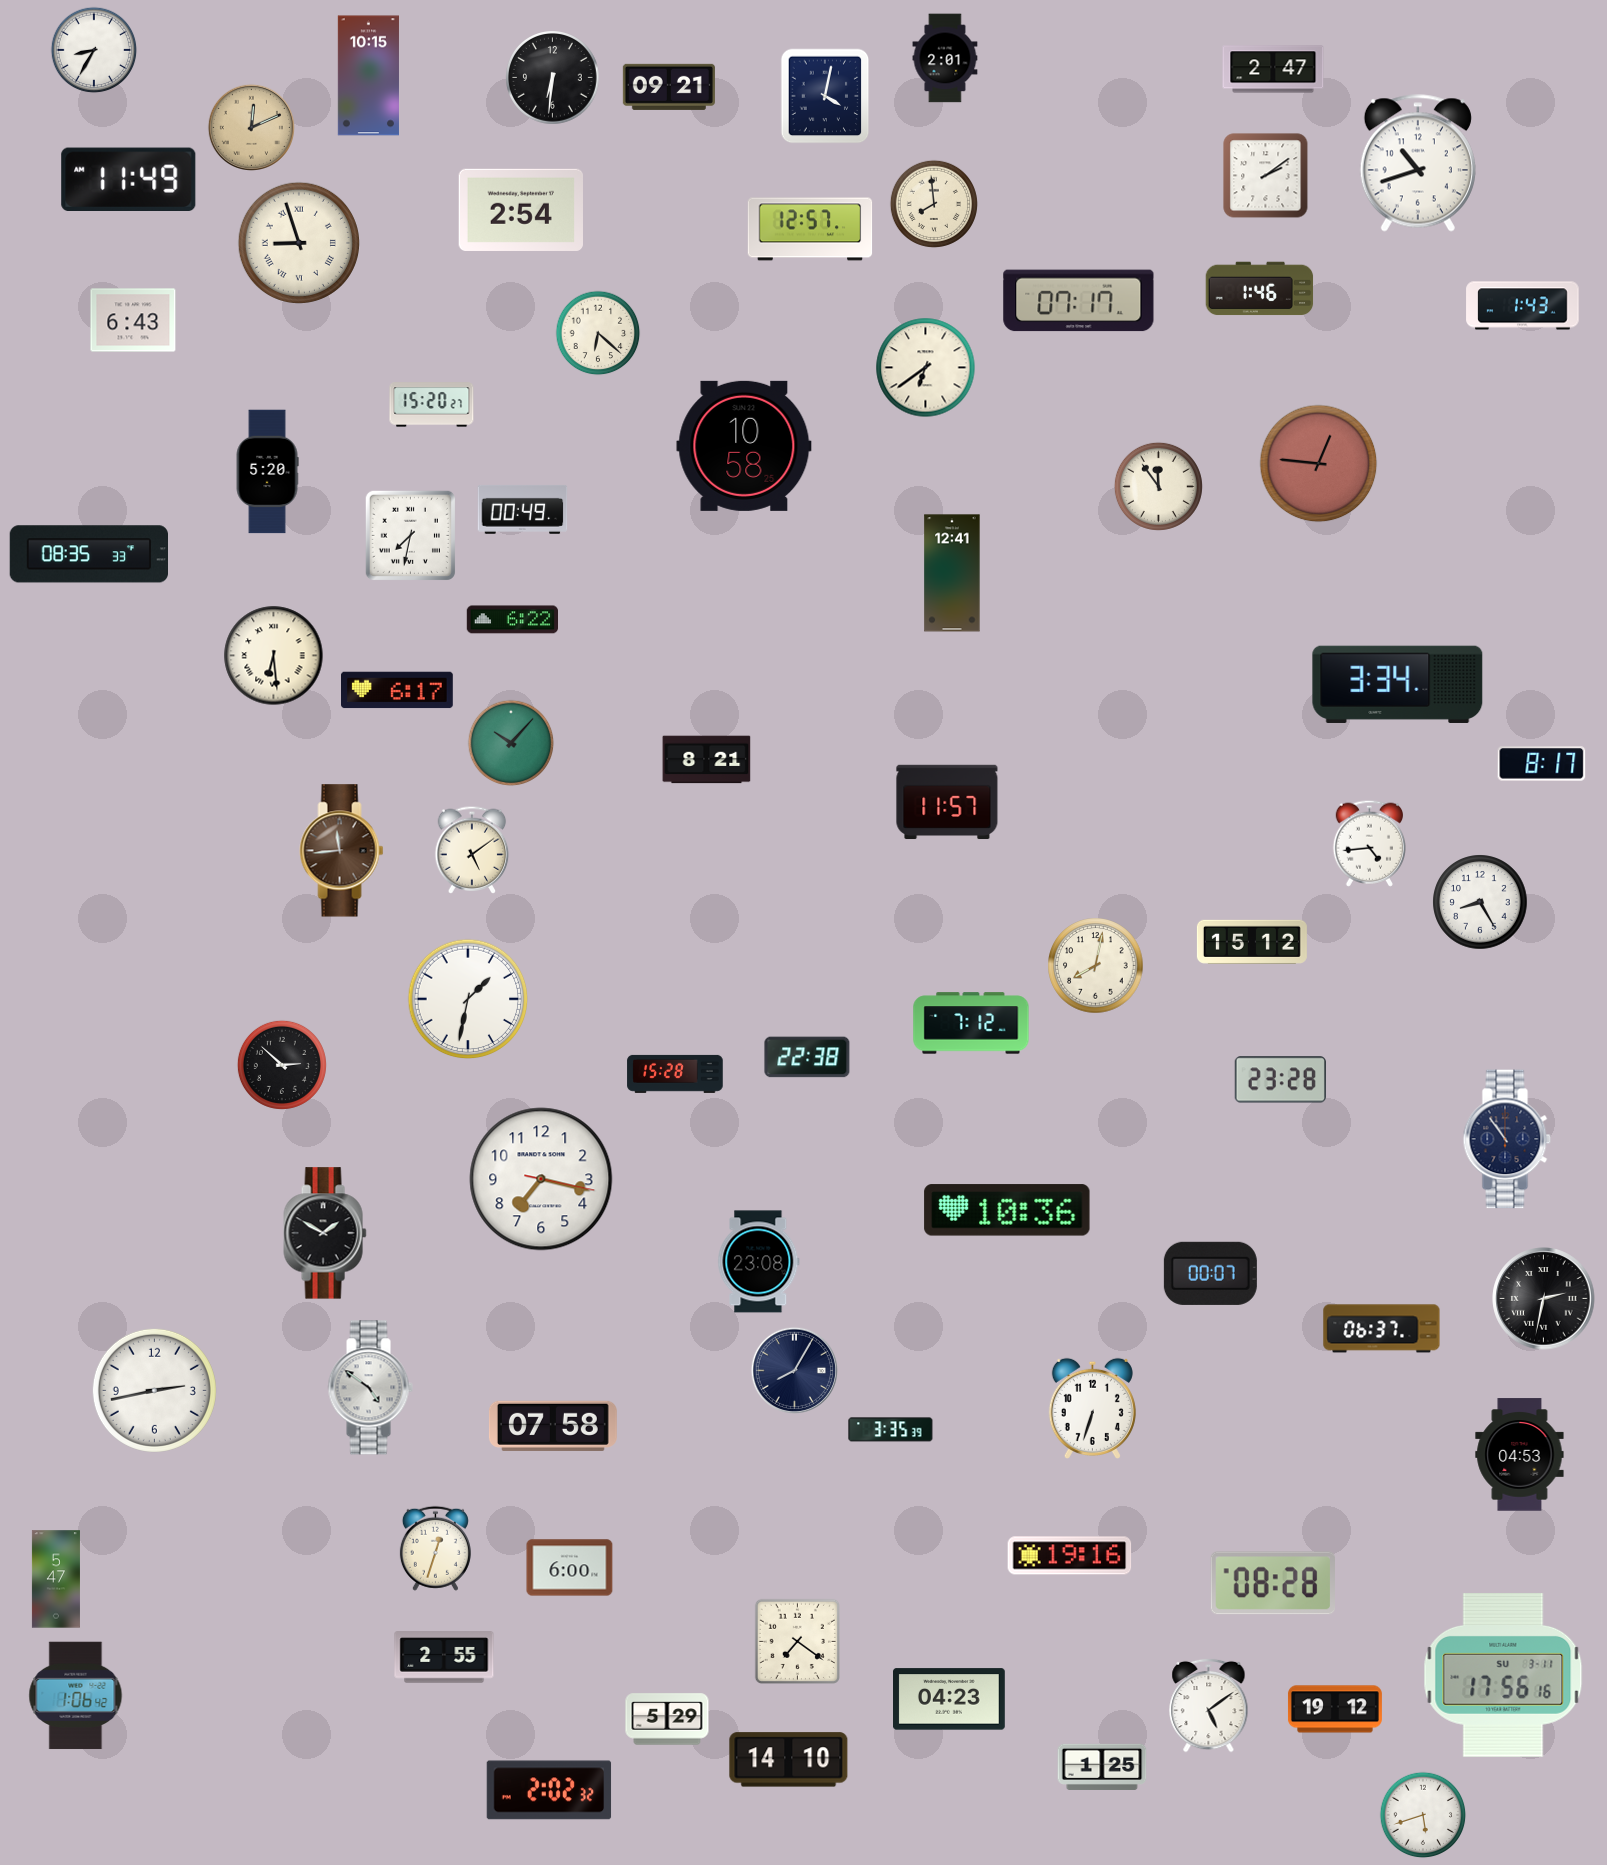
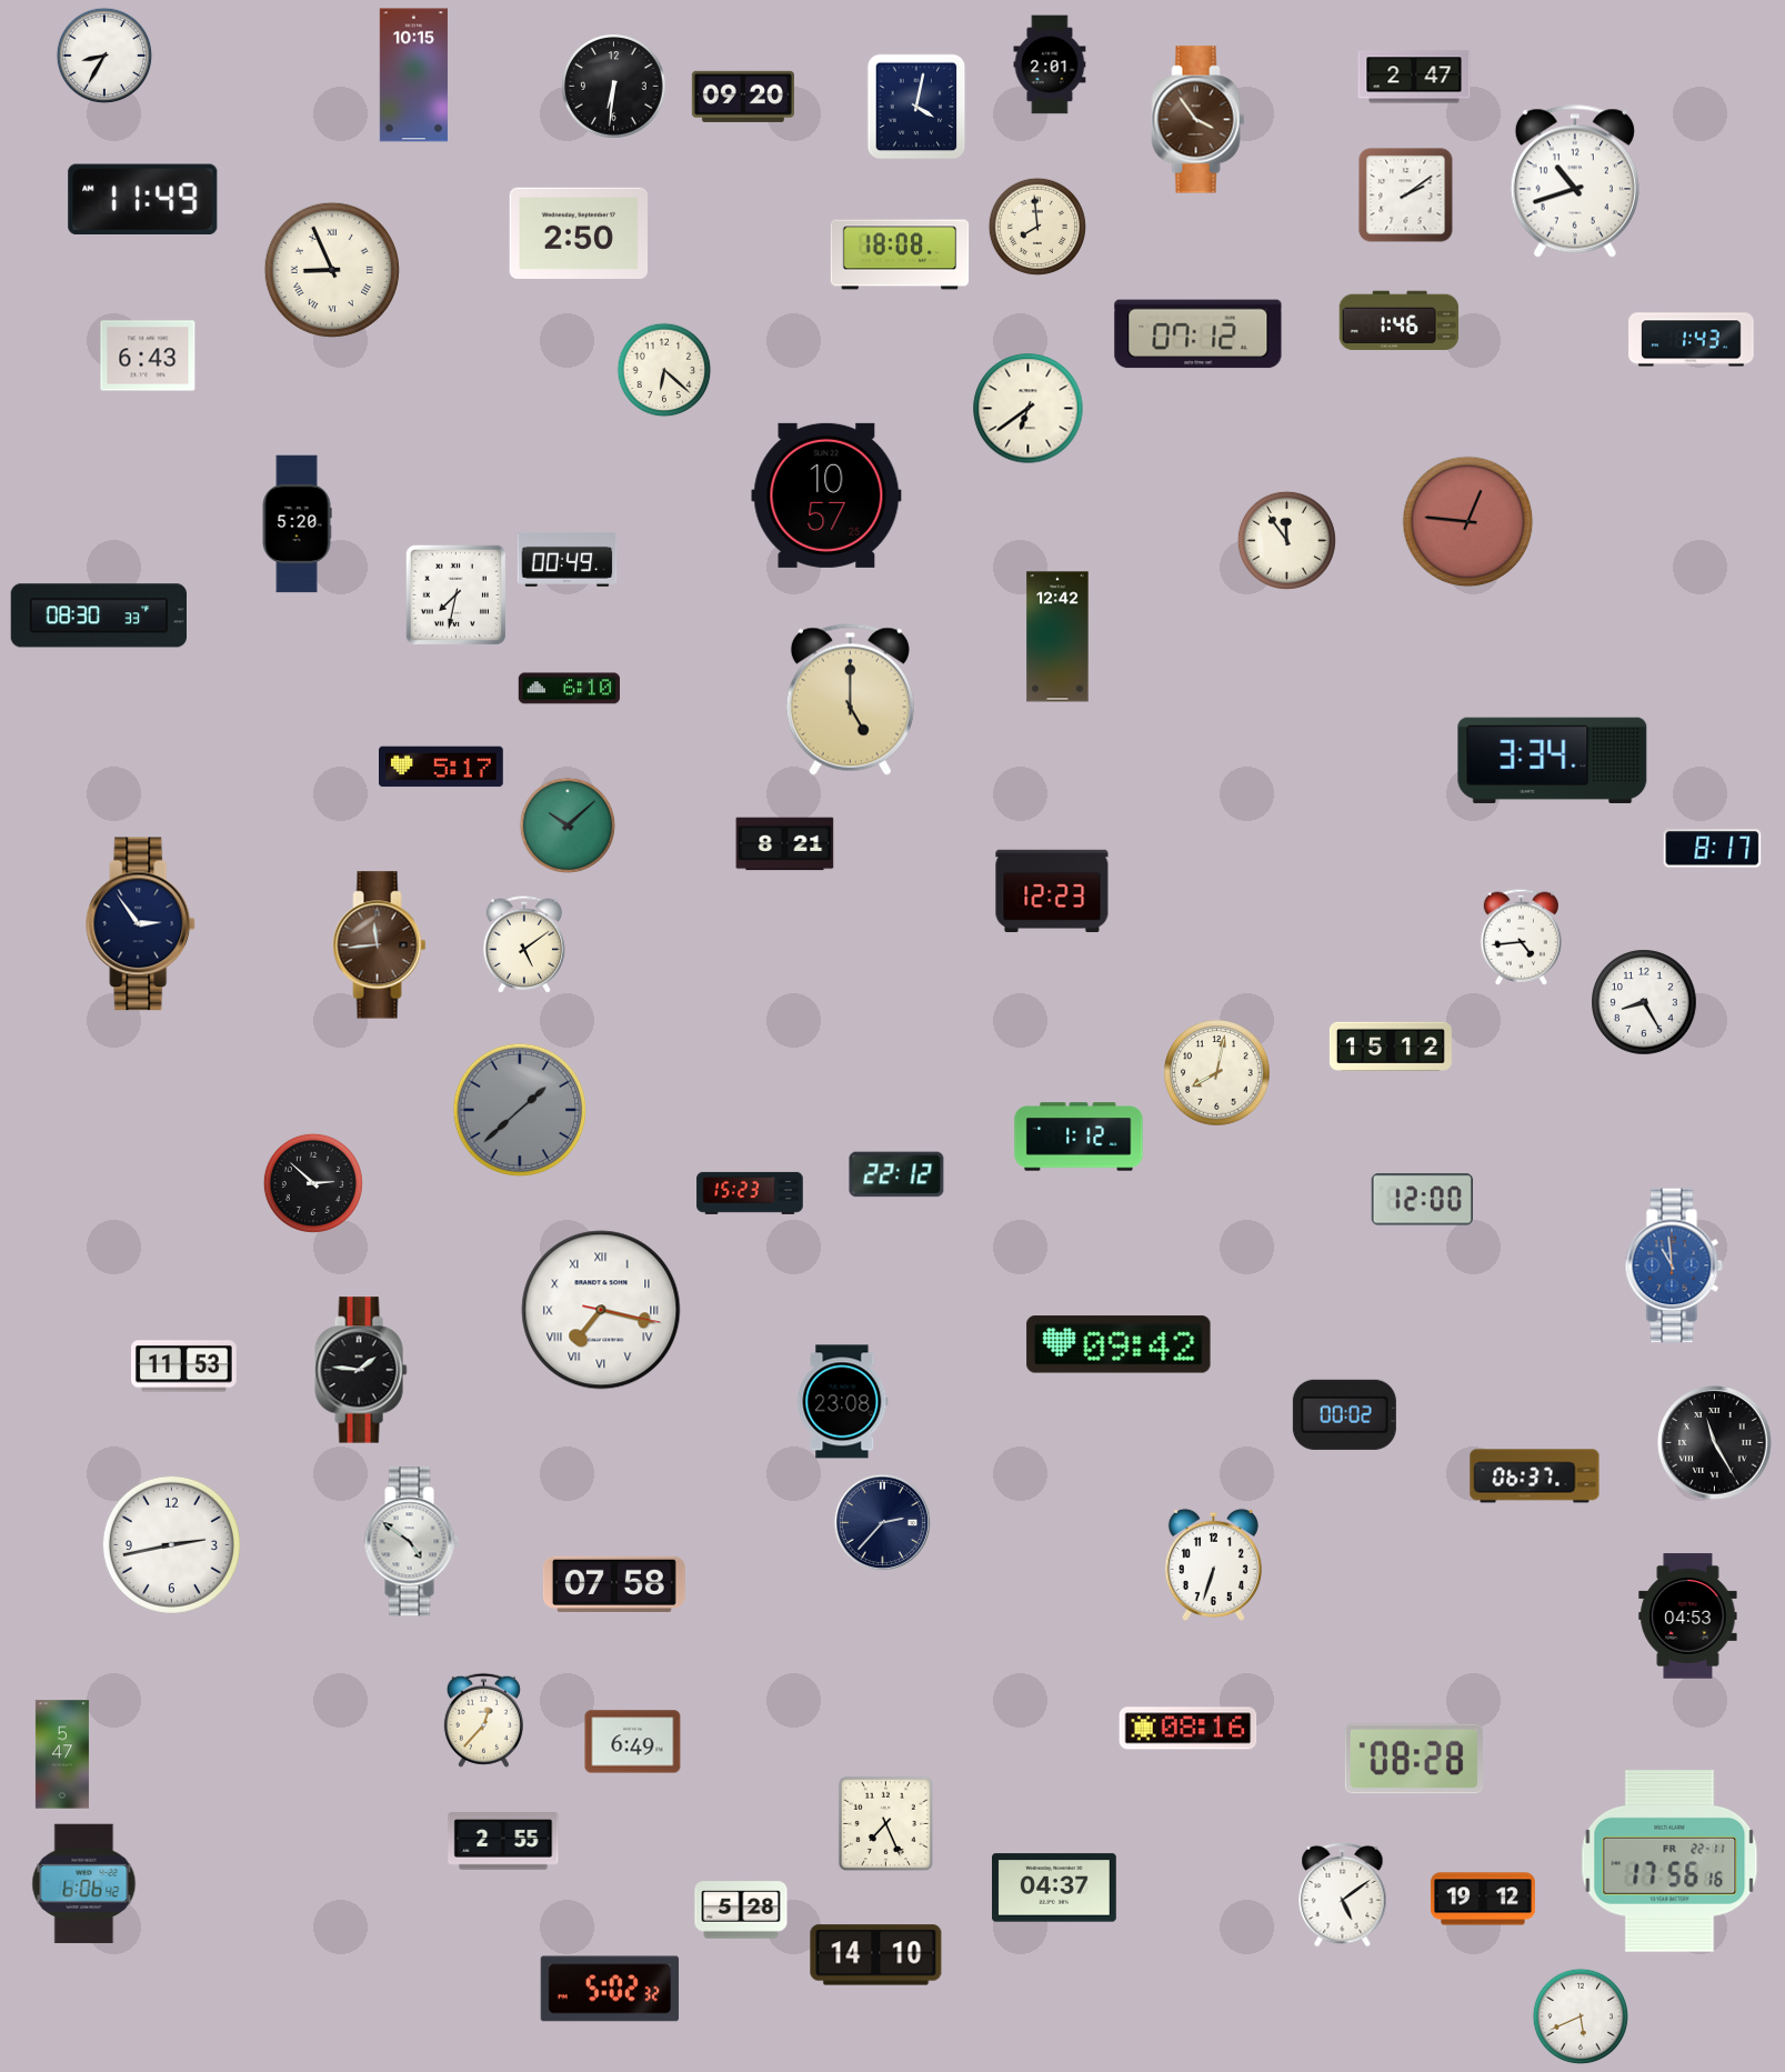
clock at (368, 76) position: (368, 76) -> (413, 76)
clock at (669, 87): 09:21 -> 09:20
clock at (1199, 120): none -> 3:54
clock at (251, 127): 12:11 -> none
clock at (520, 210): 2:54 -> 2:50
clock at (810, 229): 12:57 -> 18:08
clock at (298, 242): 8:57 -> 8:56
clock at (1079, 301): 07:17 -> 07:12
clock at (432, 405): 15:20 -> none
clock at (744, 446): 10:58 -> 10:57
clock at (1319, 464) position: (1319, 464) -> (1468, 522)
clock at (523, 509) position: (523, 509) -> (568, 559)
clock at (88, 554): 08:35 -> 08:30
clock at (952, 573): 12:41 -> 12:42
clock at (512, 620): 6:22 -> 6:10
clock at (850, 699): none -> 5:00
clock at (274, 656): 6:29 -> none
clock at (398, 690): 6:17 -> 5:17
clock at (511, 743): 10:07 -> 10:08
clock at (947, 802): 11:57 -> 12:23
clock at (141, 924): none -> 2:54
clock at (468, 999): 1:32 -> 1:38
clock at (468, 999) dial: white -> grey
clock at (971, 1023): 7:12 -> 1:12
clock at (807, 1057): 22:38 -> 22:12
clock at (675, 1074): 15:28 -> 15:23
clock at (1280, 1080): 23:28 -> 12:00
clock at (1507, 1139): 10:54 -> 10:59
clock at (1507, 1139) dial: navy -> blue
clock at (541, 1179) numerals: Arabic -> Roman
clock at (1007, 1210): 10:36 -> 09:42
clock at (184, 1367): none -> 11:53
clock at (325, 1233): 1:50 -> 1:46
clock at (1210, 1273): 00:07 -> 00:02
clock at (1544, 1299): 2:32 -> 11:25
clock at (794, 1370): 8:05 -> 2:37
clock at (891, 1430): 3:35 -> none
clock at (435, 1548): 12:33 -> 12:37
clock at (1070, 1556): 19:16 -> 08:16
clock at (570, 1568): 6:00 -> 6:49
clock at (797, 1641): 7:21 -> 7:26
clock at (444, 1657) position: (444, 1657) -> (503, 1841)
clock at (1503, 1676) date: SU 3-11 -> FR 22-11
clock at (76, 1696): 1:06 -> 6:06
clock at (950, 1699): 04:23 -> 04:37
clock at (667, 1719): 5:29 -> 5:28
clock at (1102, 1767): 1:25 -> none
clock at (549, 1790): 2:02 -> 5:02
clock at (1423, 1815): 5:42 -> 5:41
